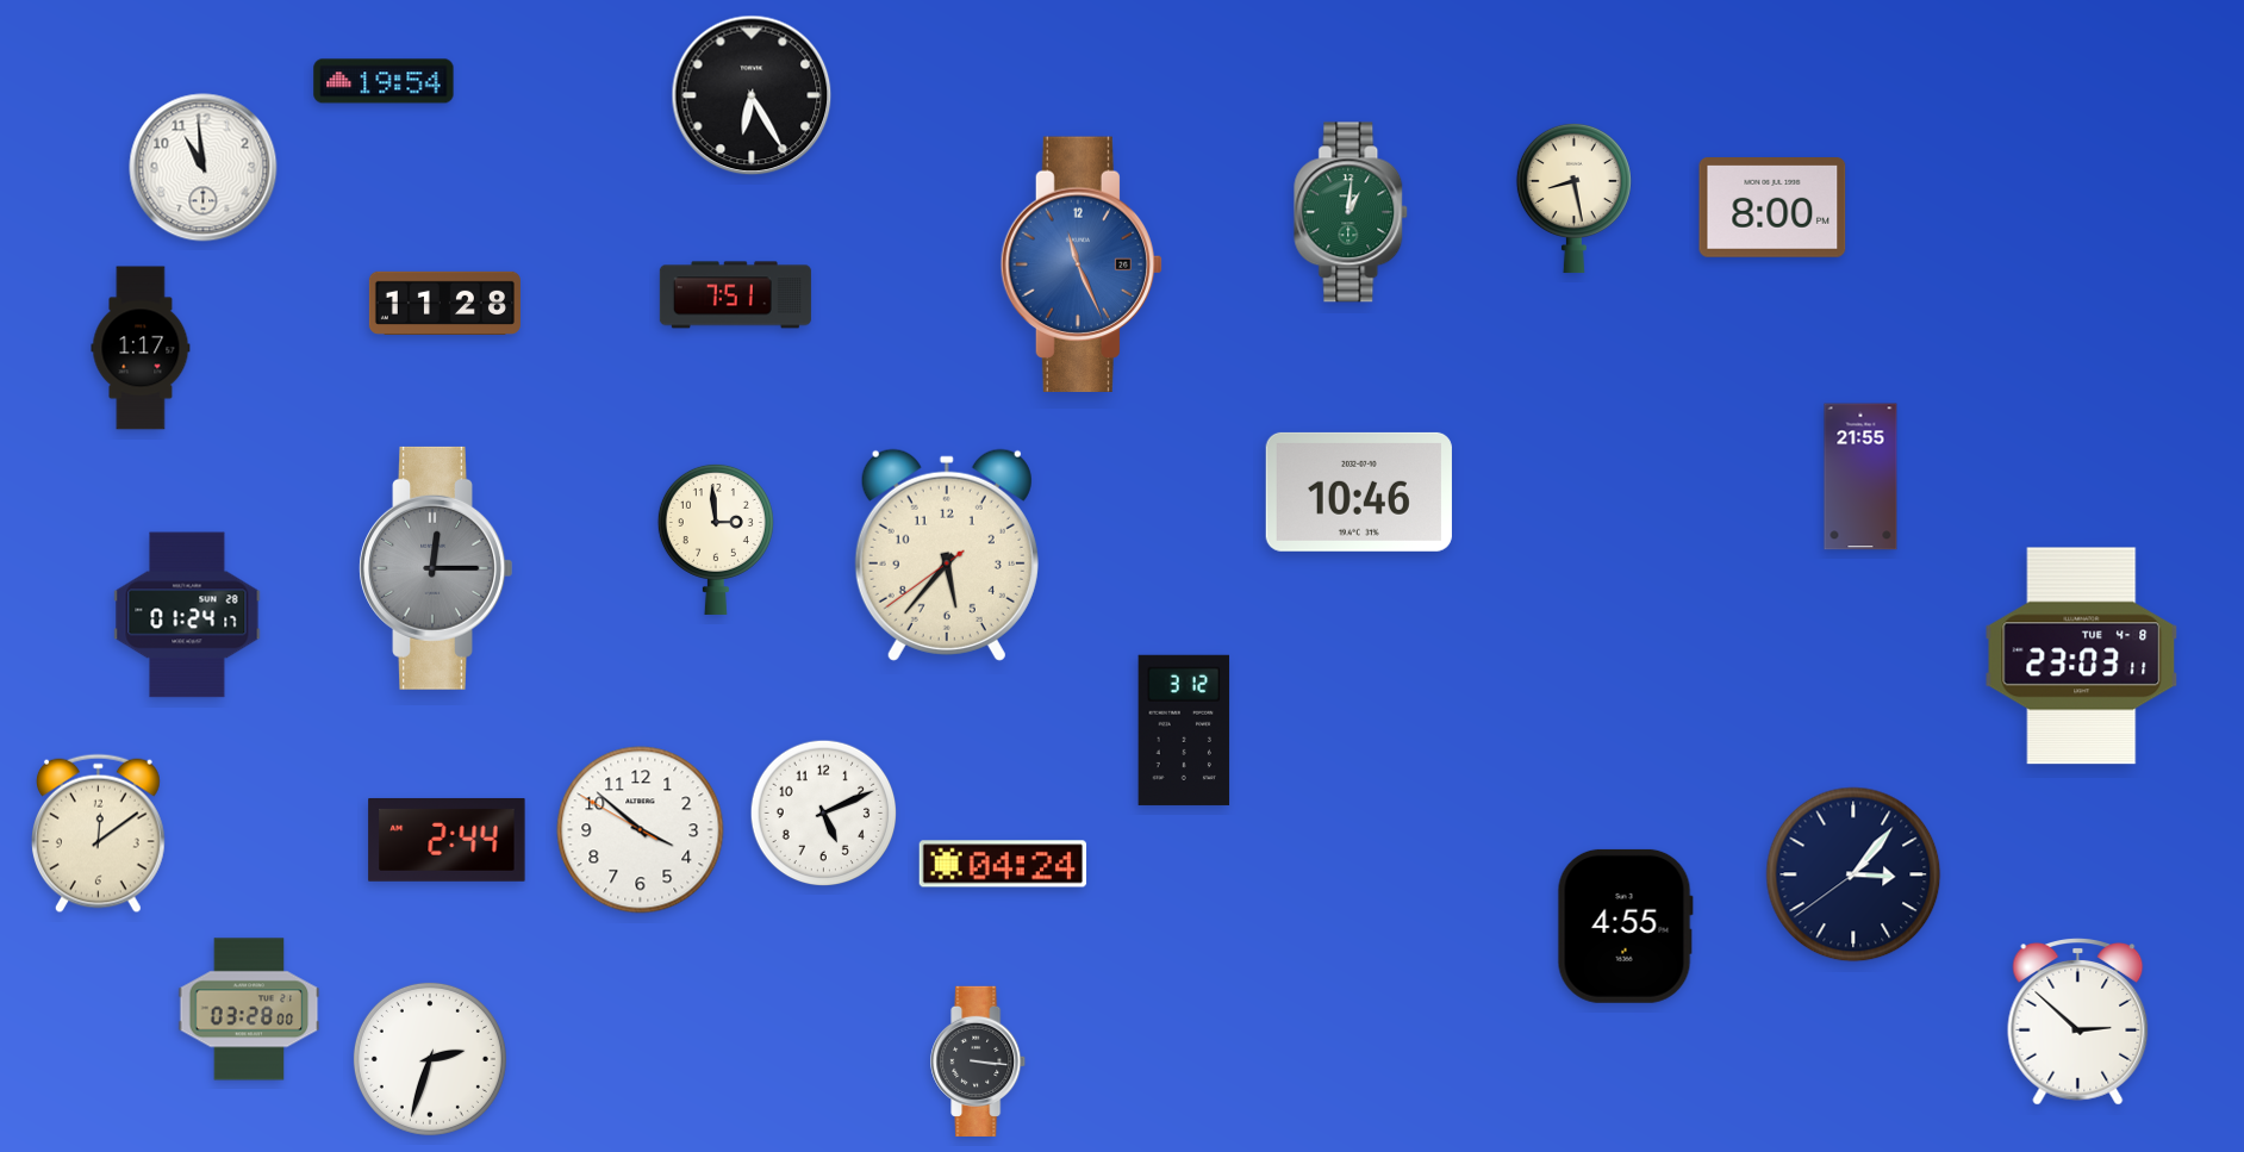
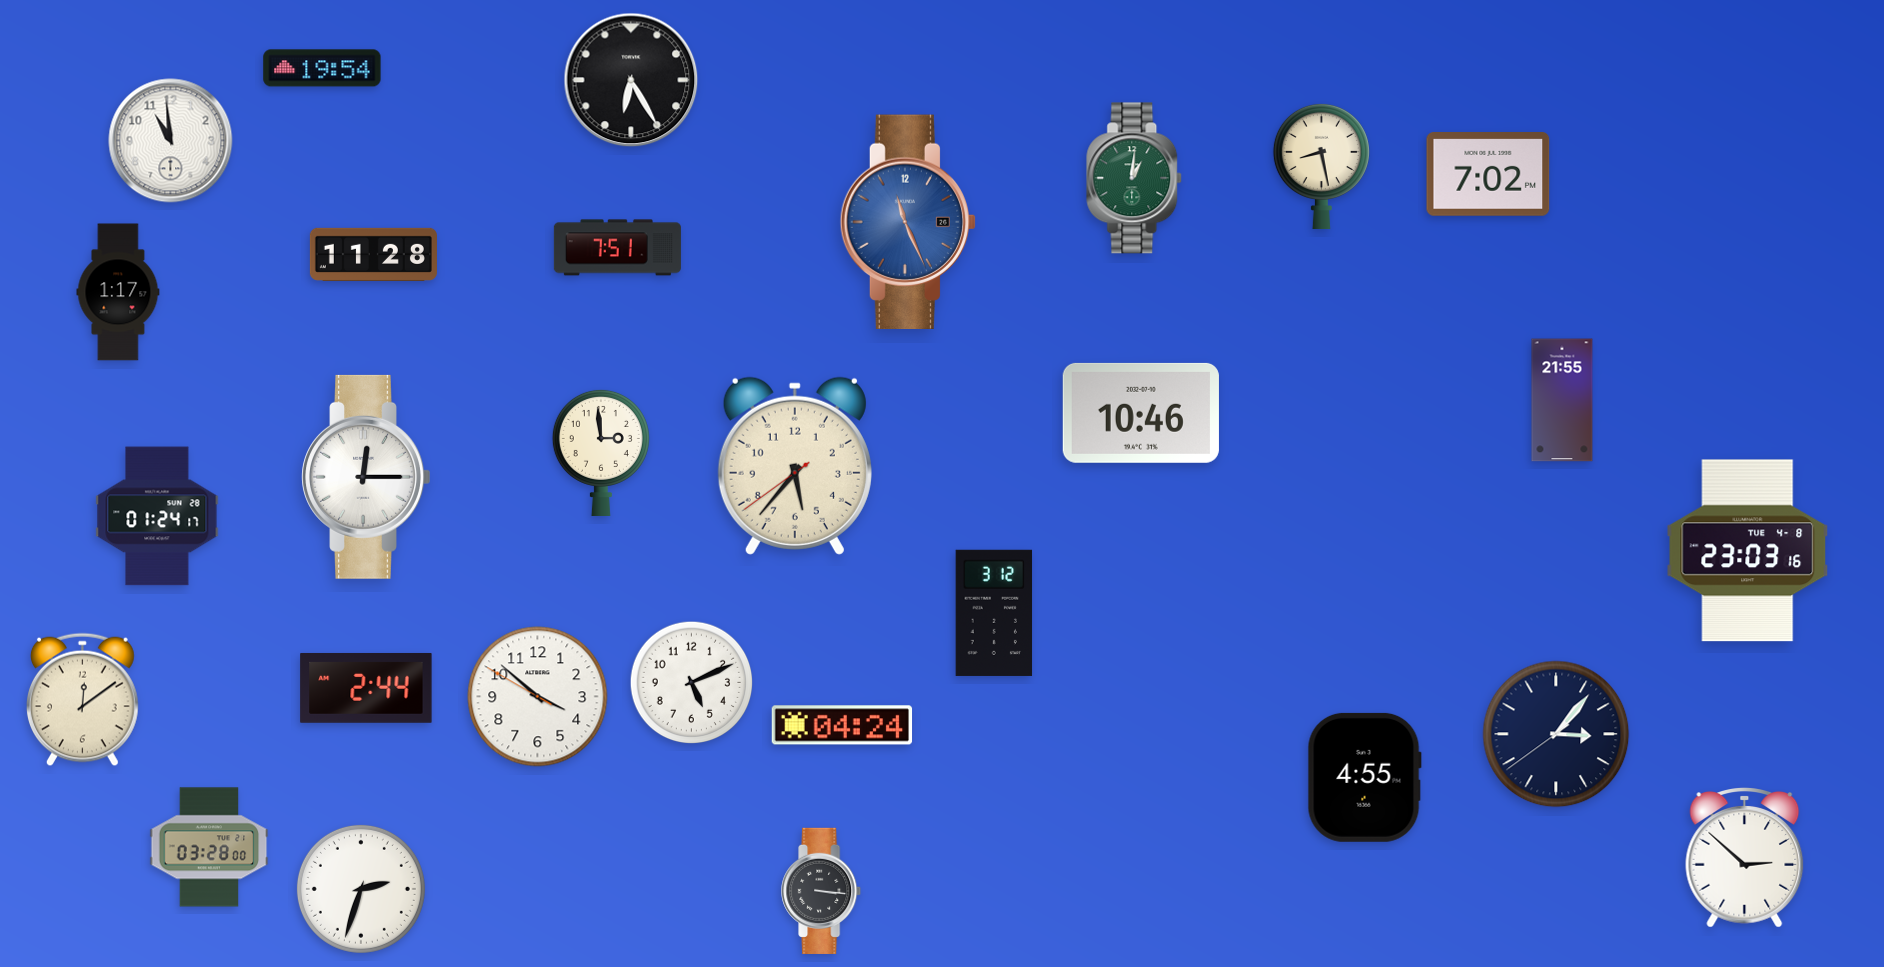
clock at (1772, 208): 8:00 -> 7:02
clock at (436, 568) dial: grey -> white
clock at (2082, 656): 23:03:11 -> 23:03:16
clock at (447, 840) position: (447, 840) -> (366, 688)
